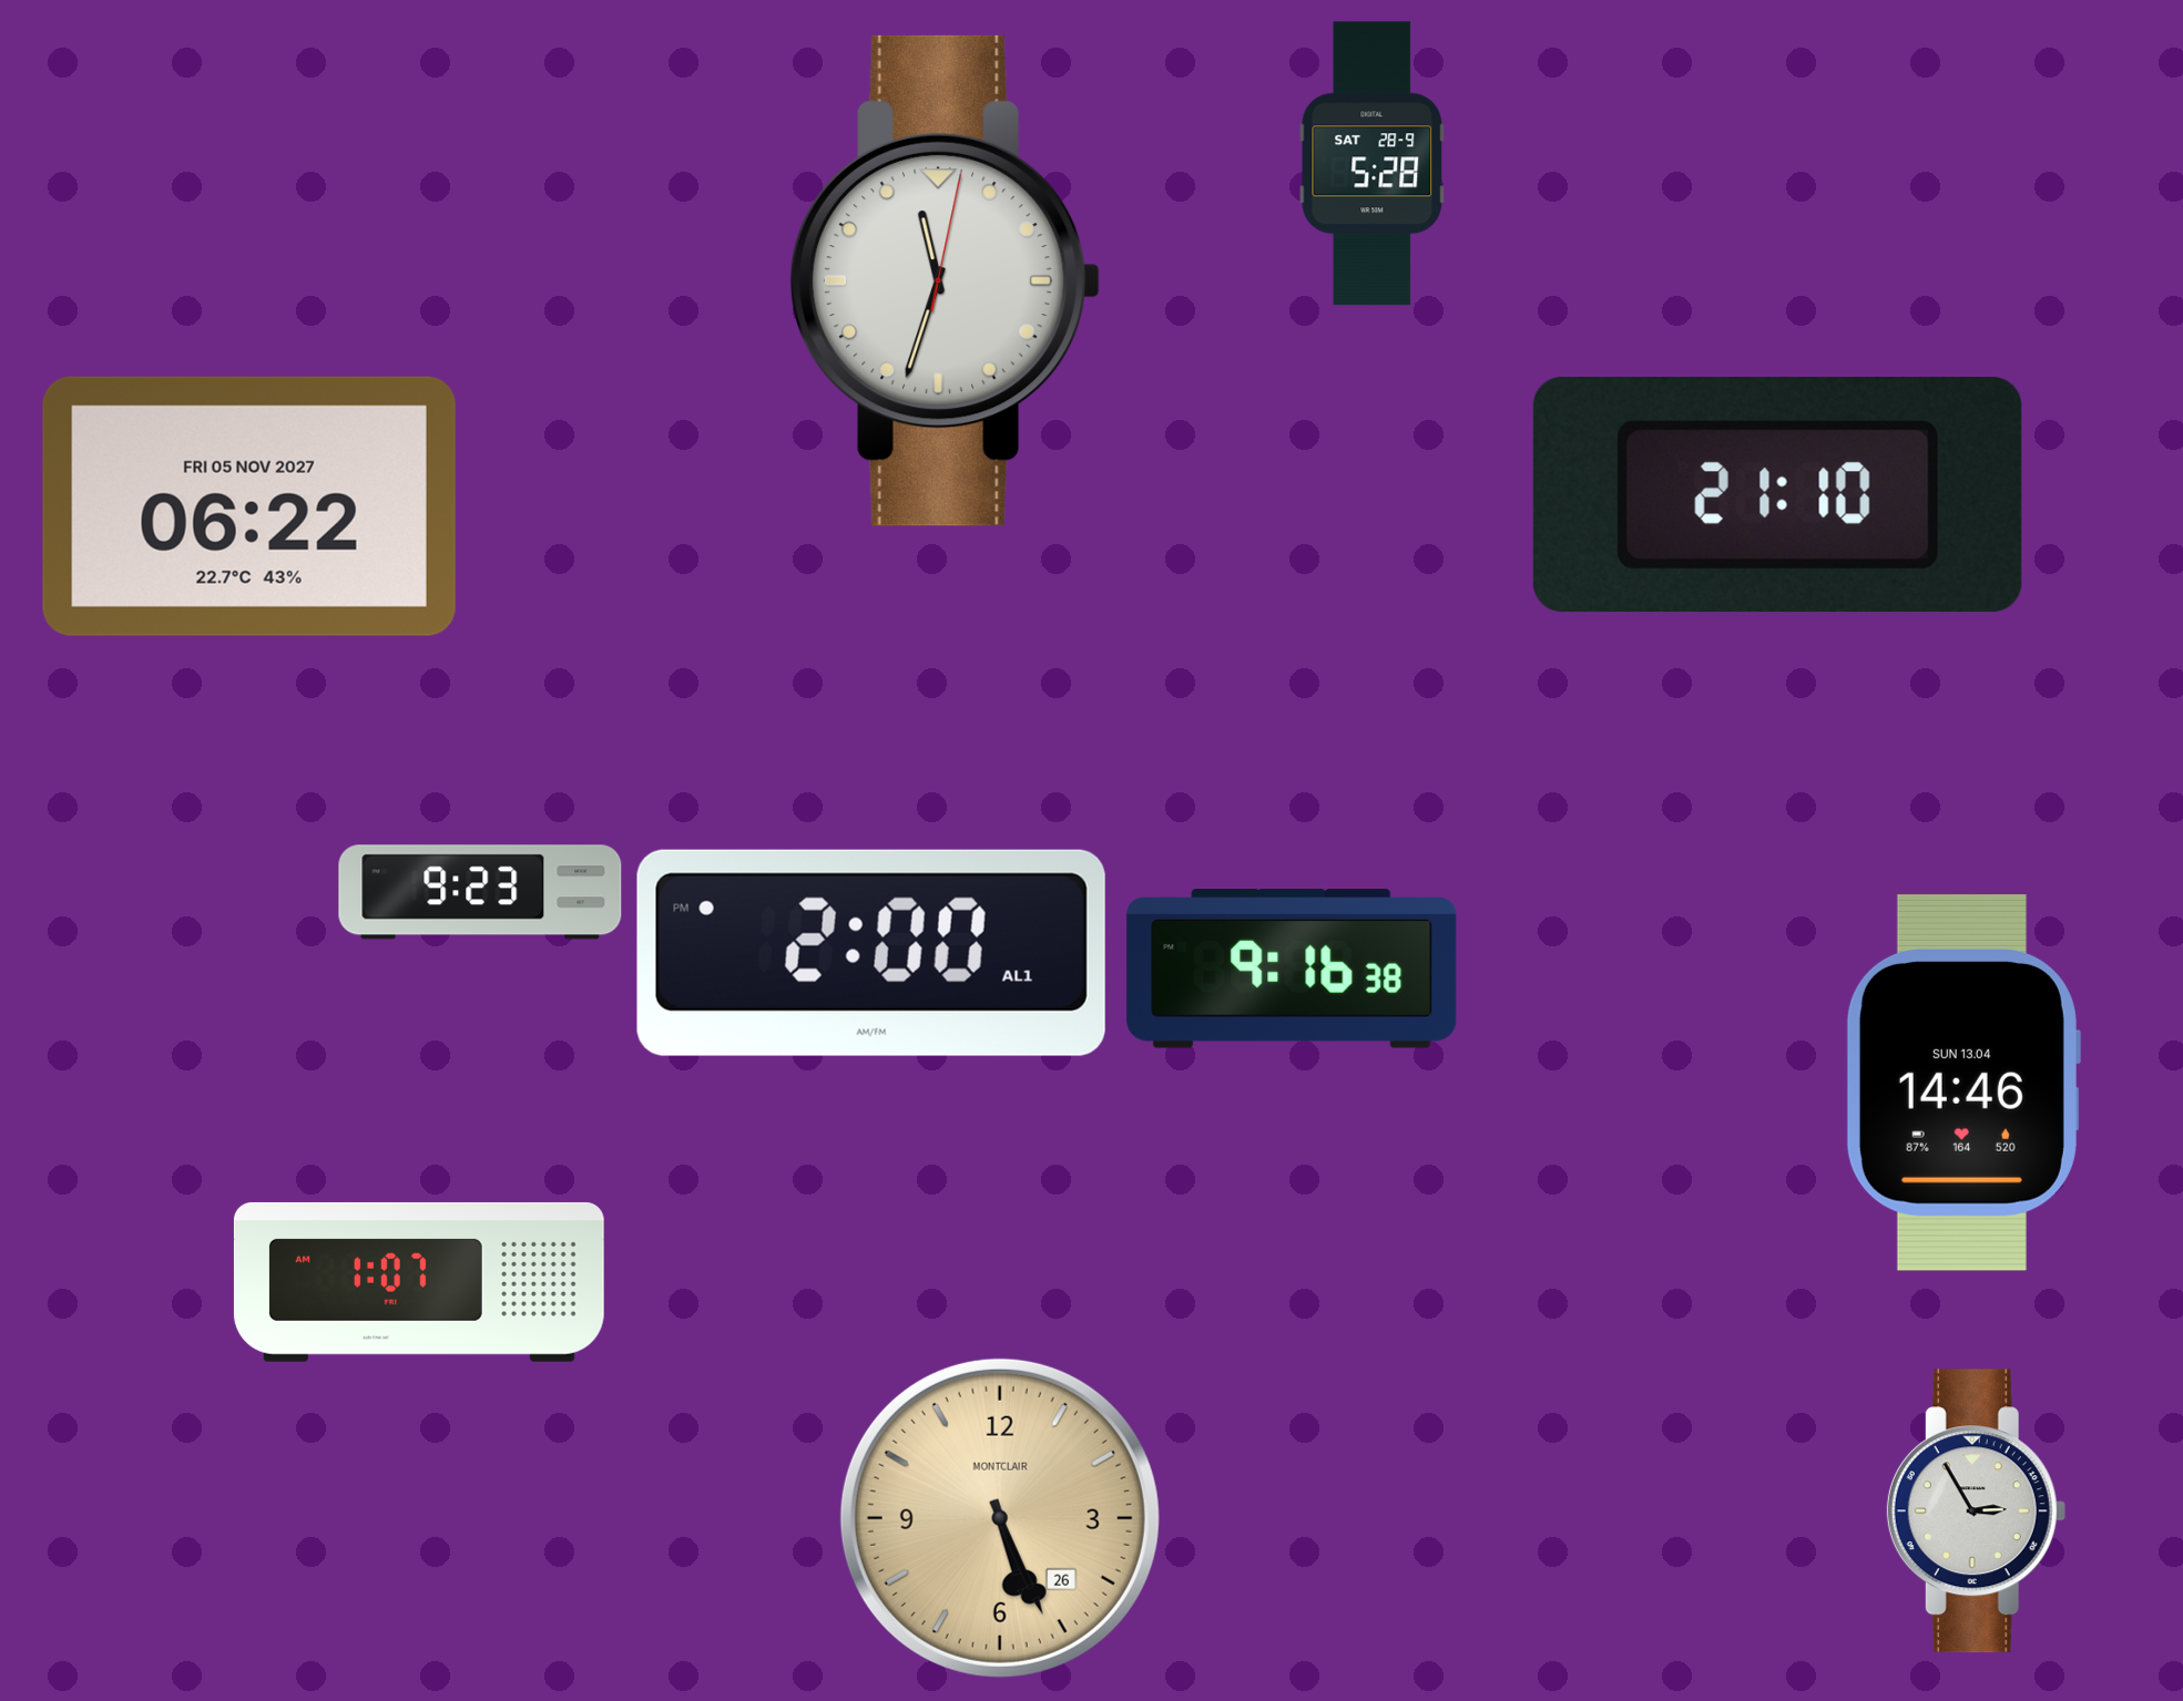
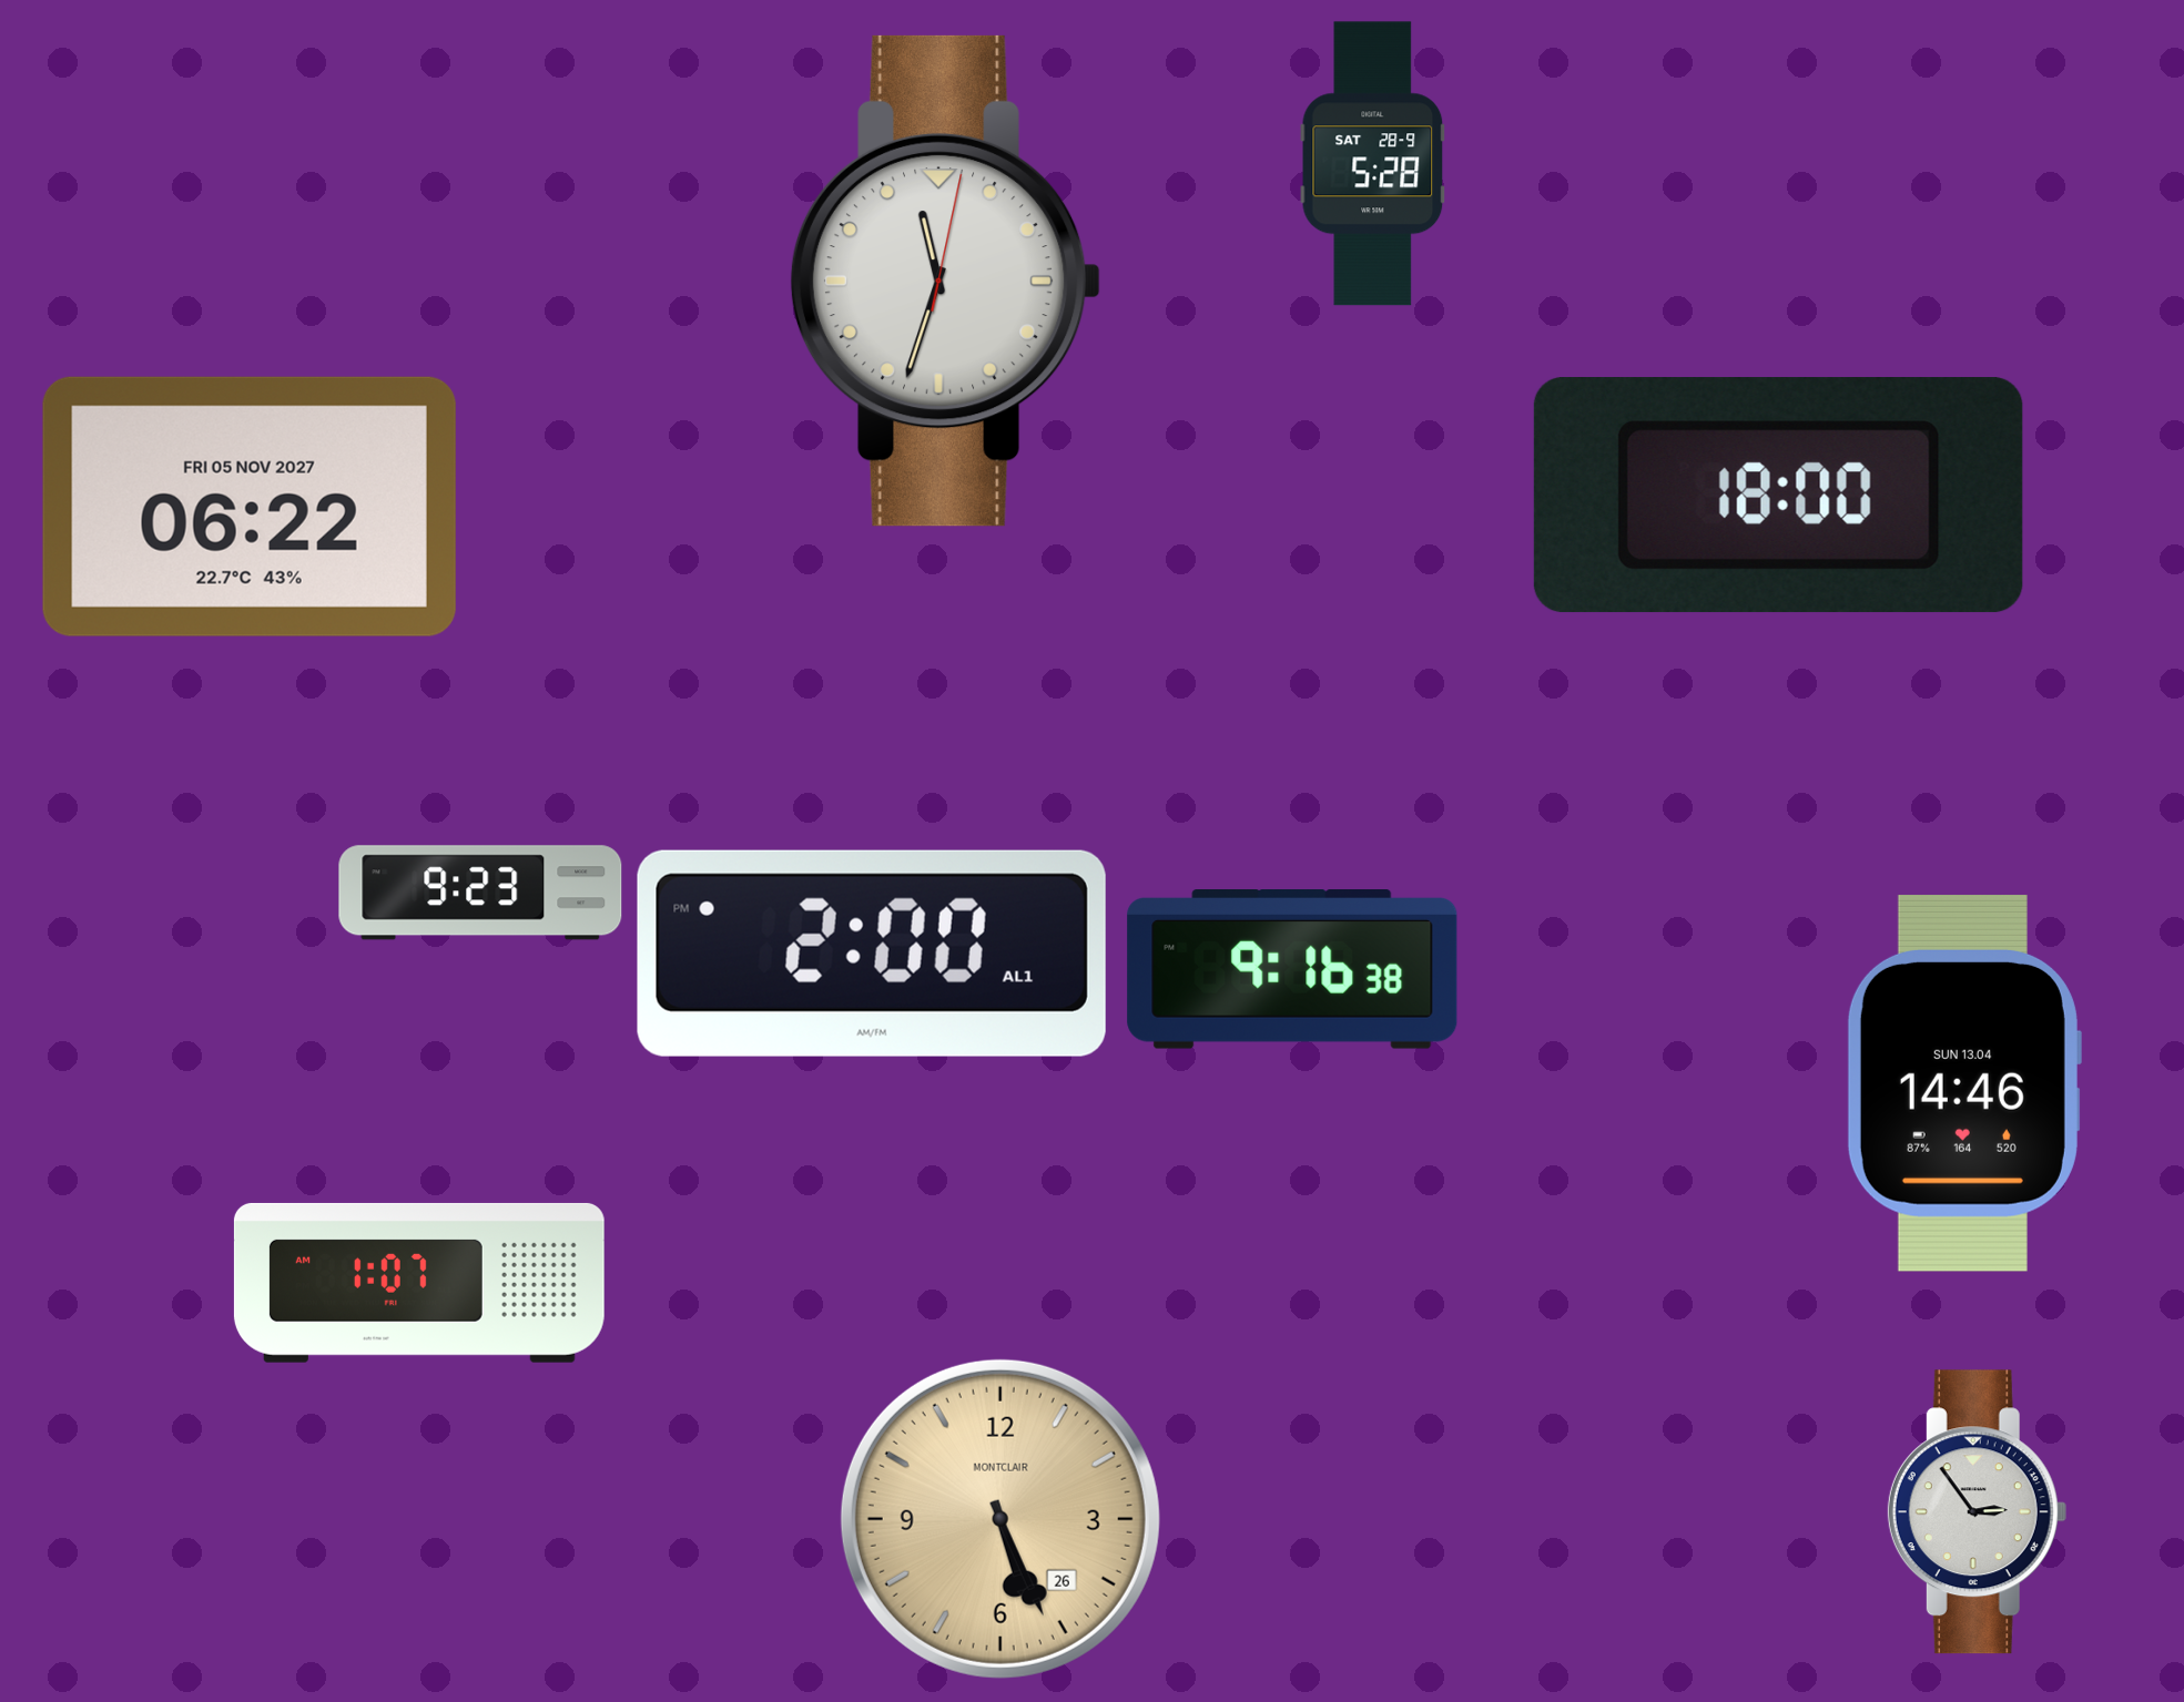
clock at (1777, 495): 21:10 -> 18:00
clock at (1976, 1512): 2:55 -> 2:54
